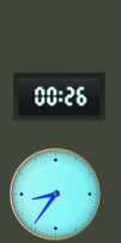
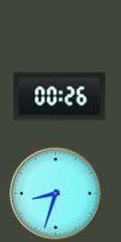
clock at (55, 194): 8:36 -> 8:33
